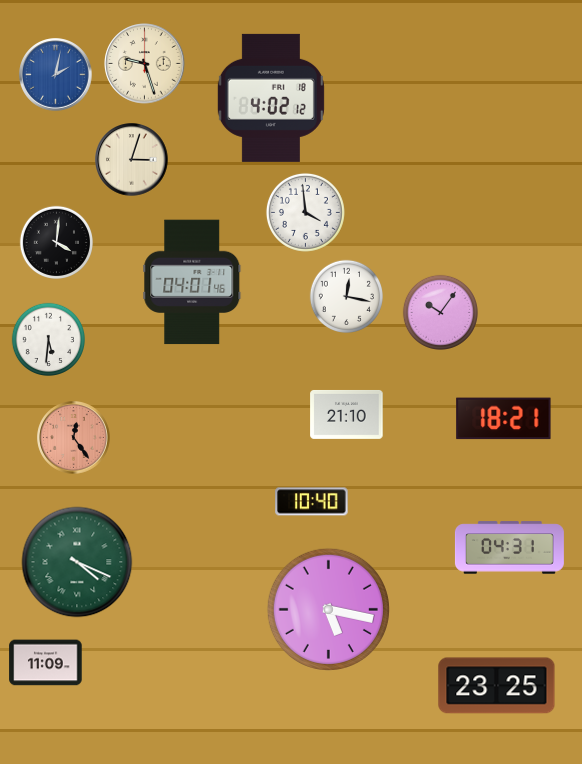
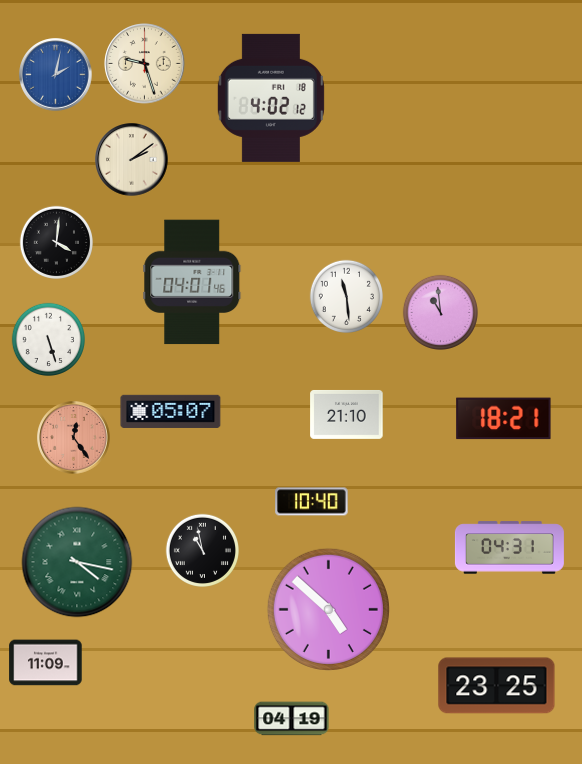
clock at (132, 160): 3:03 -> 2:09
clock at (305, 212): 3:59 -> none
clock at (346, 296): 12:17 -> 11:29
clock at (440, 312): 10:06 -> 10:59
clock at (48, 339): 5:31 -> 5:27
clock at (171, 411): none -> 05:07
clock at (202, 550): none -> 10:58
clock at (77, 562): 4:19 -> 4:17
clock at (328, 609): 5:17 -> 4:52
clock at (292, 719): none -> 04:19
